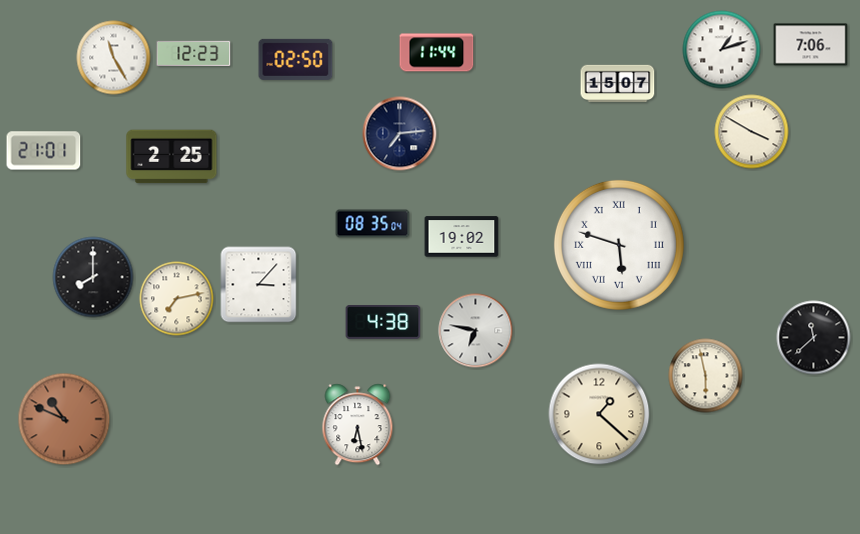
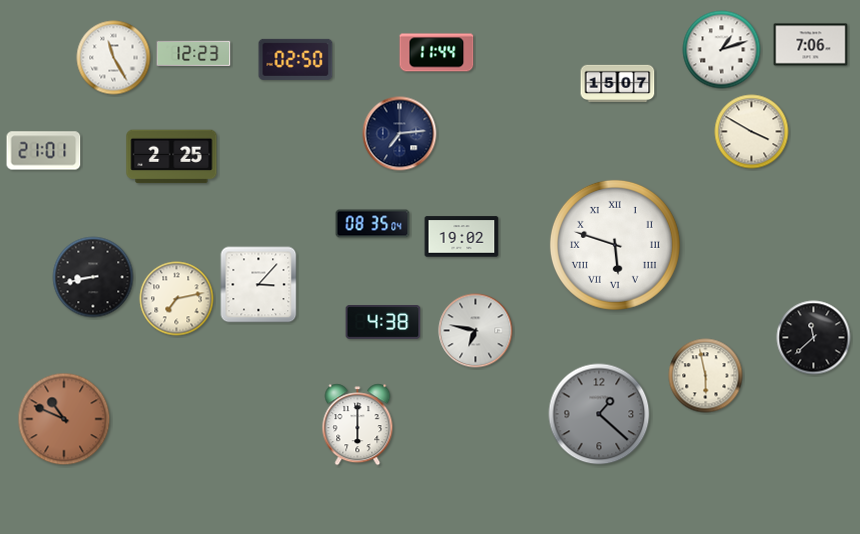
clock at (619, 245) position: (619, 245) -> (615, 245)
clock at (93, 277): 8:00 -> 8:43
clock at (599, 414) dial: cream -> grey
clock at (358, 425): 6:28 -> 6:00
